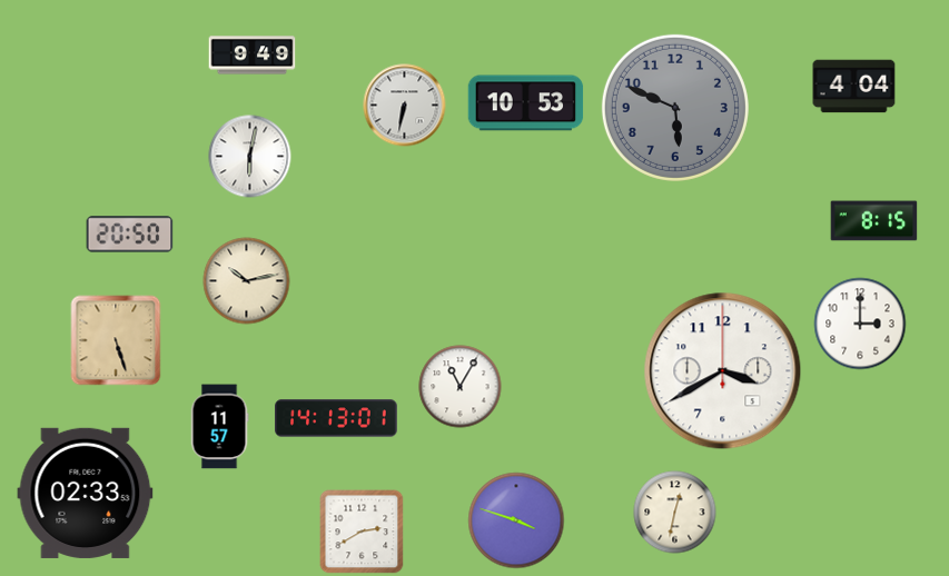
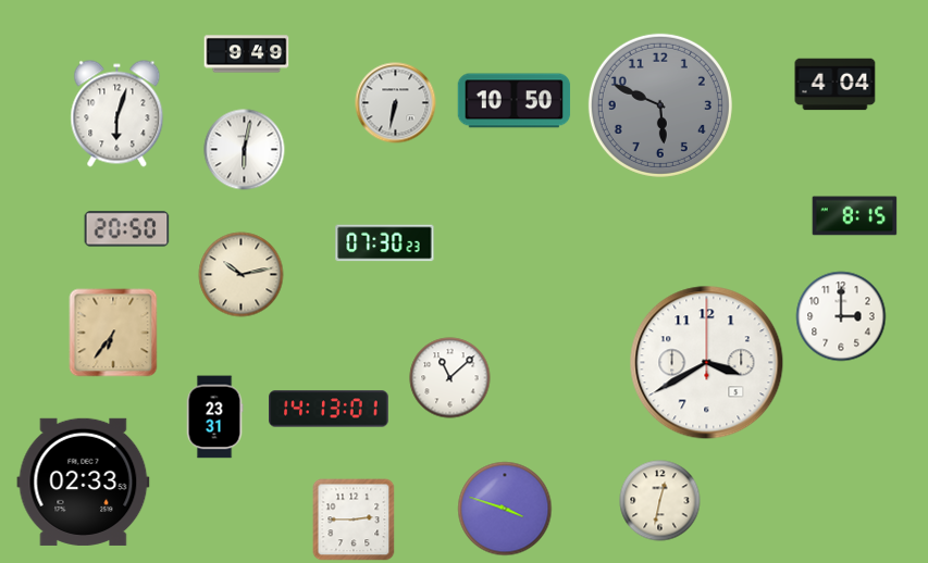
clock at (526, 103): 10:53 -> 10:50
clock at (117, 114): none -> 6:03
clock at (250, 157) position: (250, 157) -> (245, 150)
clock at (385, 243): none -> 07:30
clock at (116, 340): 5:27 -> 6:36
clock at (461, 387): 11:05 -> 11:08
clock at (219, 427): 11:57 -> 23:31
clock at (362, 532): 2:40 -> 2:45
